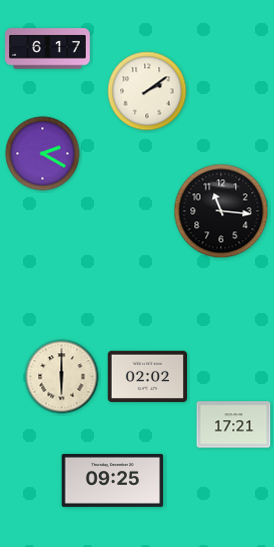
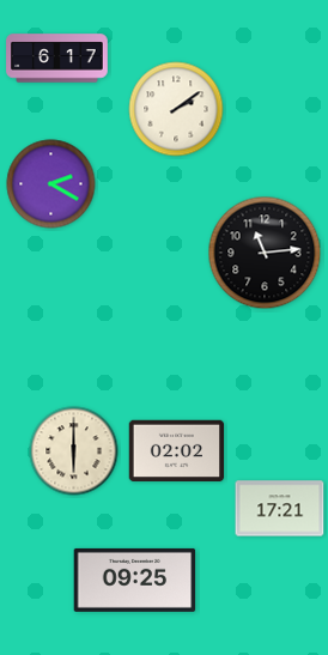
clock at (221, 211): 11:16 -> 11:14
clock at (113, 480) position: (113, 480) -> (135, 580)
